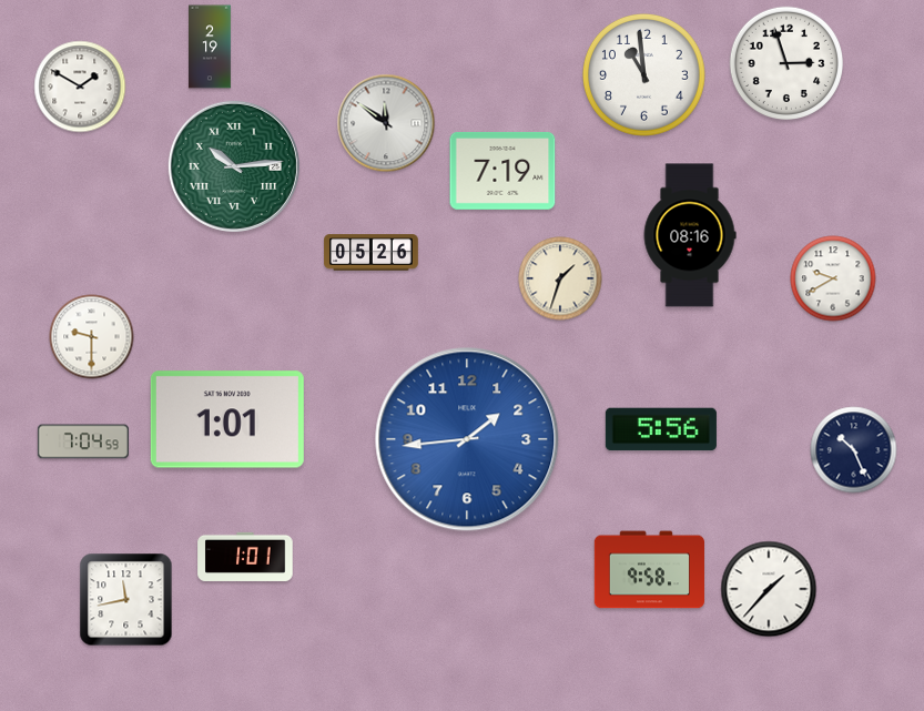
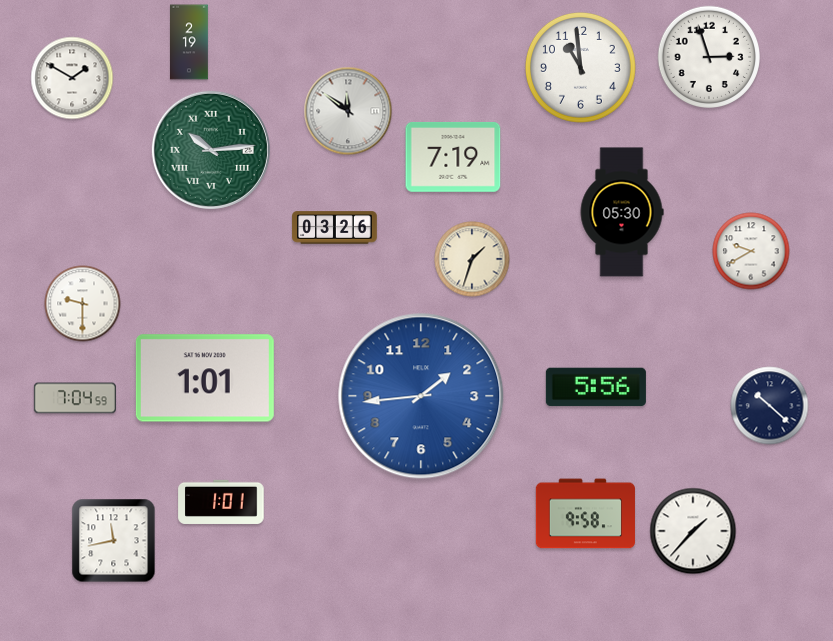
clock at (502, 171) position: (502, 171) -> (453, 157)
clock at (690, 235): 08:16 -> 05:30
clock at (372, 253): 05:26 -> 03:26
clock at (560, 278) position: (560, 278) -> (472, 259)
clock at (854, 450): 10:26 -> 10:22
